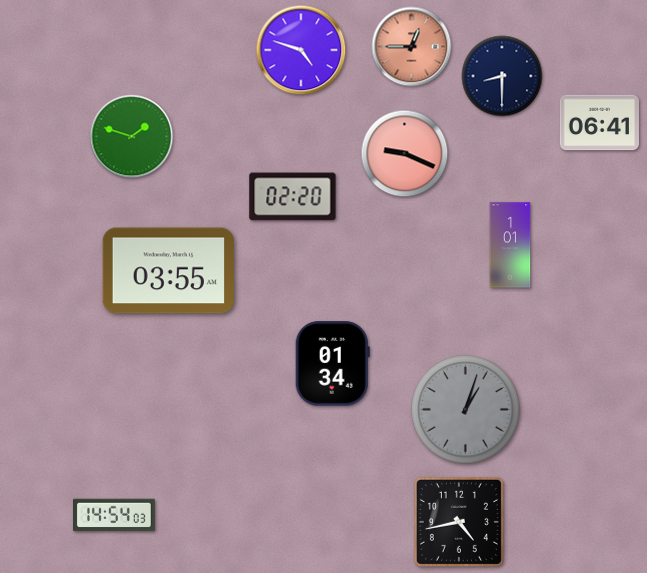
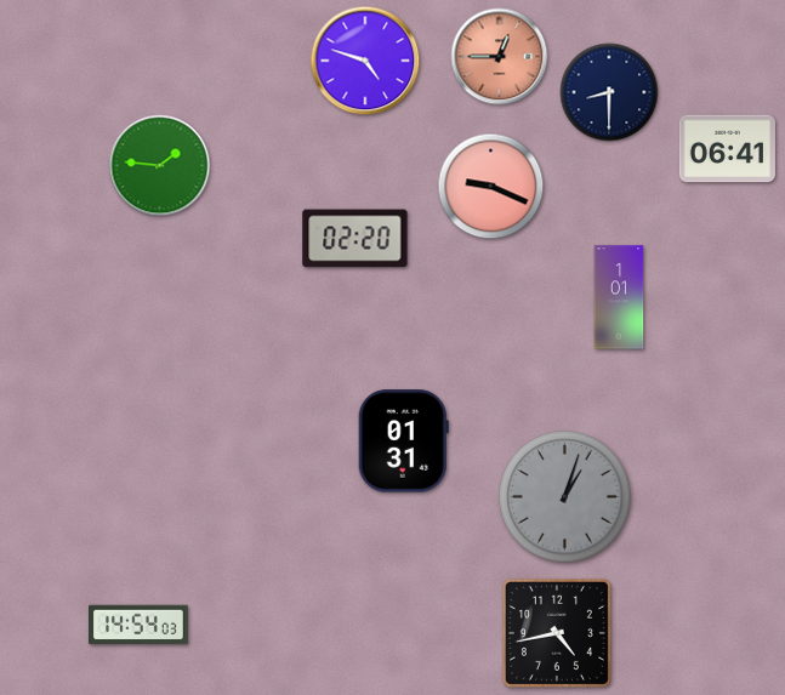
clock at (132, 137): 1:48 -> 1:46
clock at (168, 271): 03:55 -> none
clock at (332, 364): 01:34 -> 01:31
